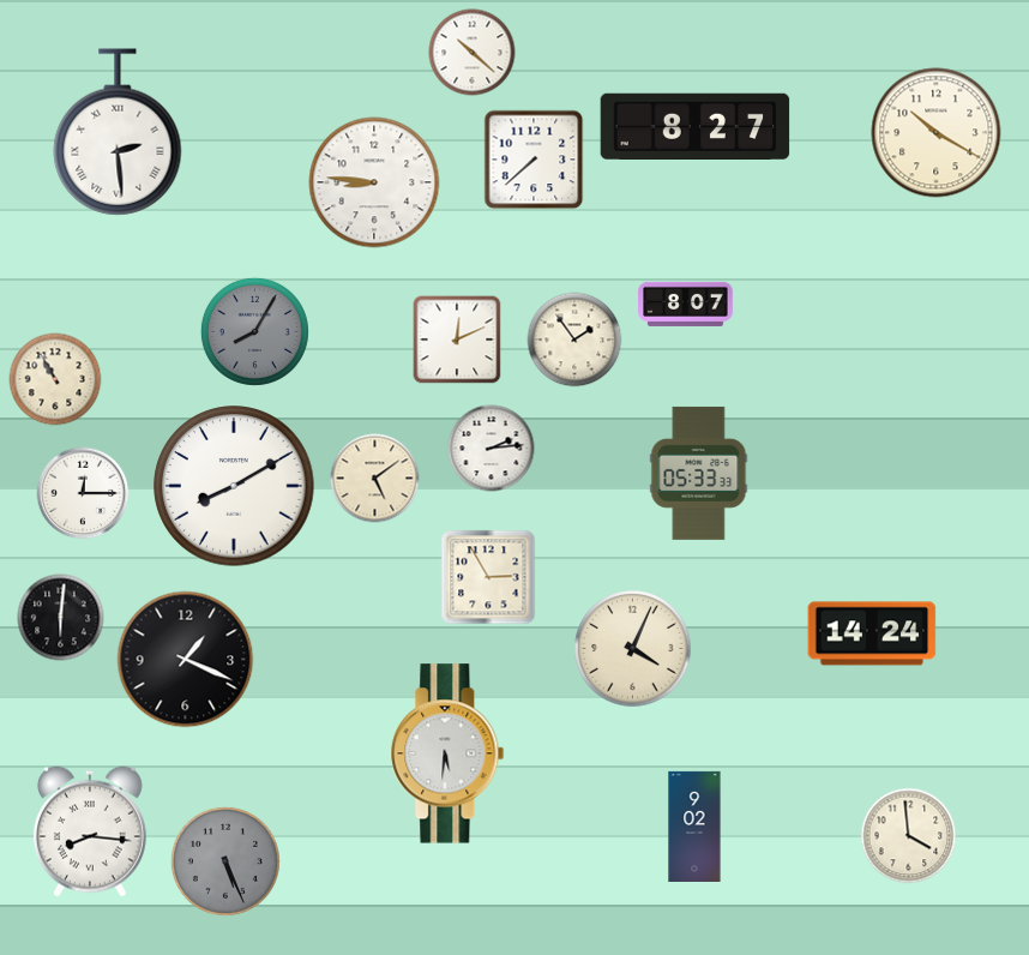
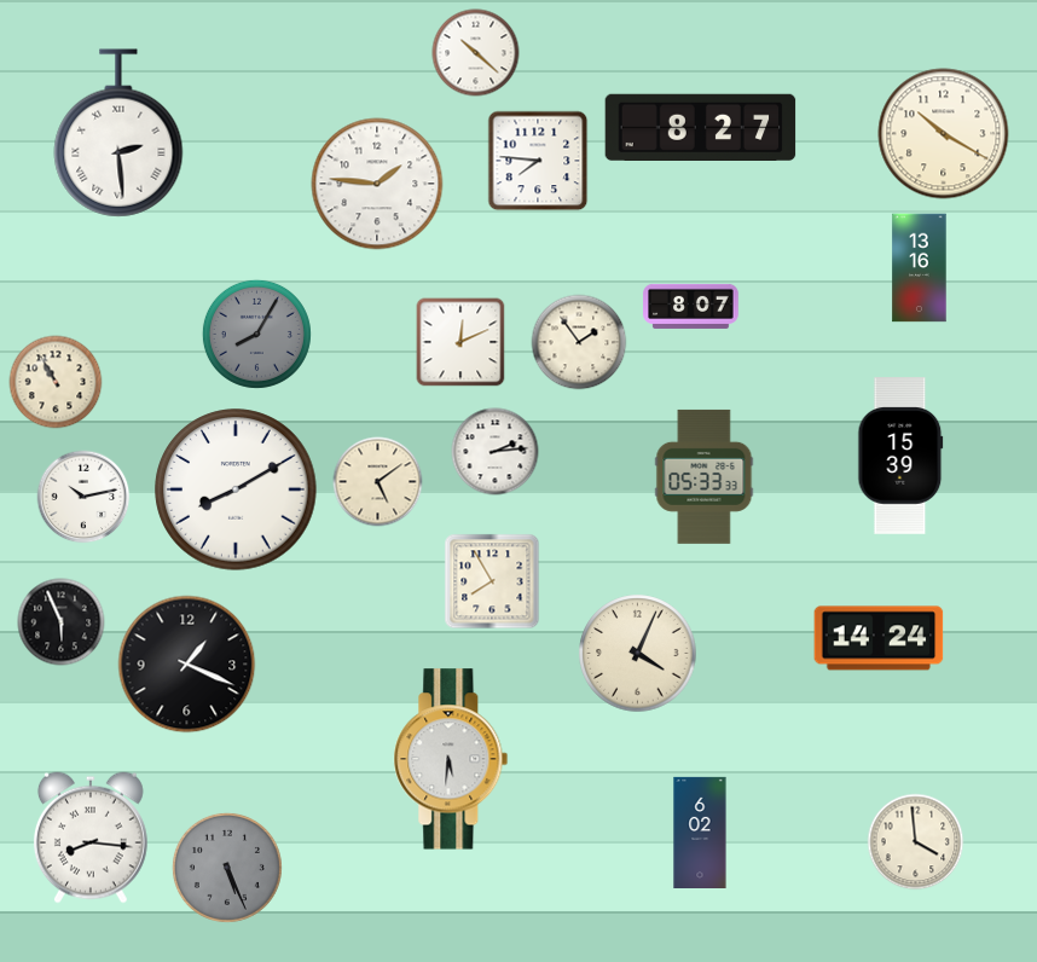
clock at (534, 160): 7:38 -> 7:46
clock at (374, 182): 8:46 -> 1:46
clock at (920, 268): none -> 13:16
clock at (900, 456): none -> 15:39
clock at (83, 493): 12:15 -> 10:13
clock at (488, 577): 2:55 -> 7:55
clock at (61, 618): 6:01 -> 5:56
clock at (694, 825): 9:02 -> 6:02
